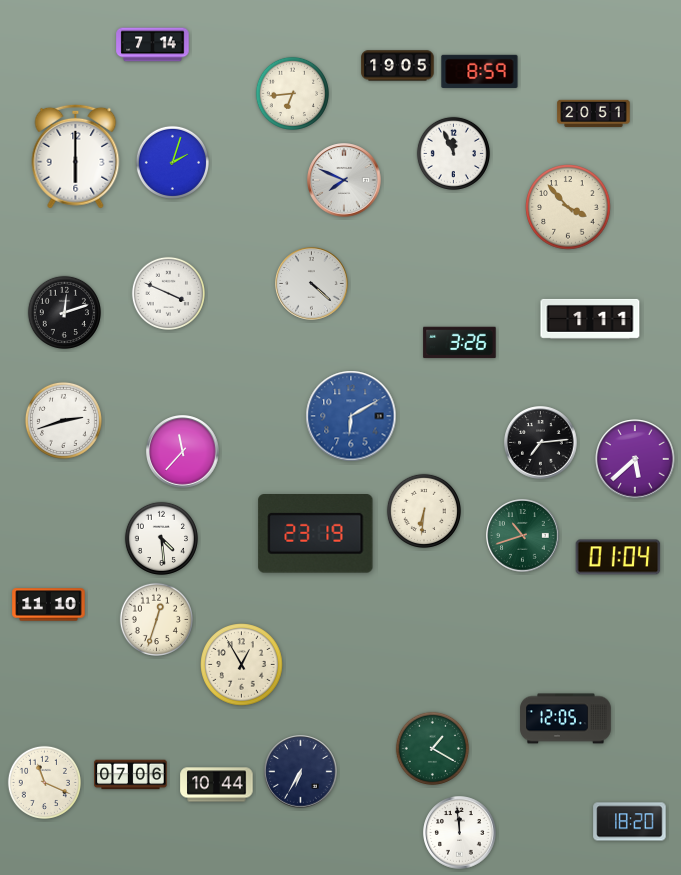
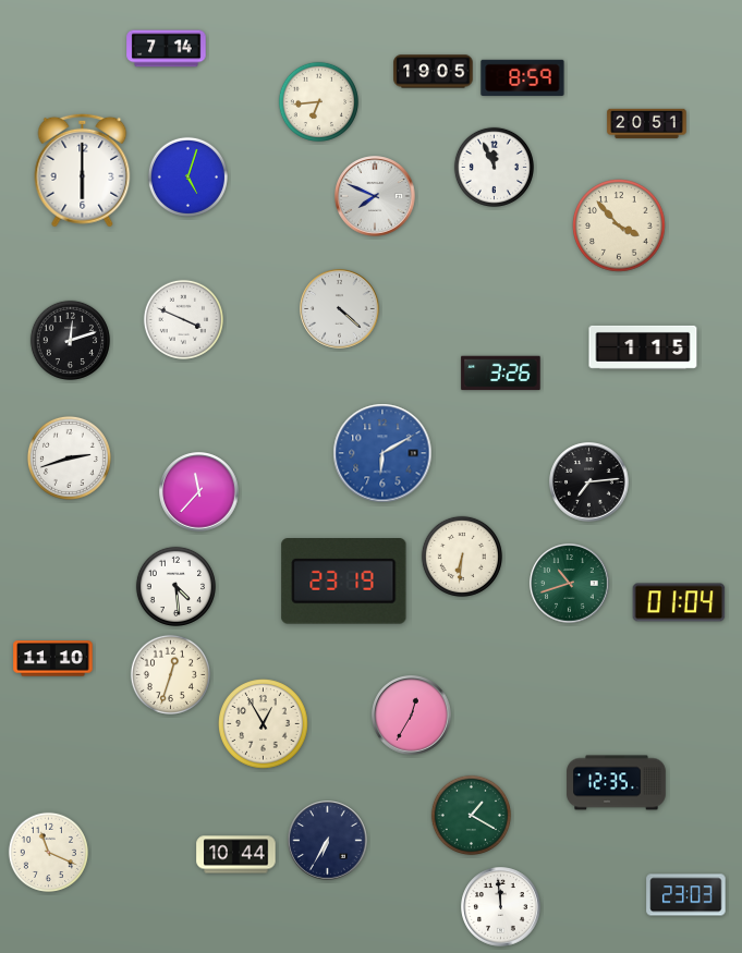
clock at (172, 162): 2:03 -> 5:03
clock at (590, 319): 1:11 -> 1:15
clock at (635, 459): 5:38 -> none
clock at (618, 557) position: (618, 557) -> (679, 602)
clock at (412, 716): none -> 12:35
clock at (566, 719): 12:05 -> 12:35
clock at (131, 775): 07:06 -> none
clock at (630, 822): 18:20 -> 23:03
